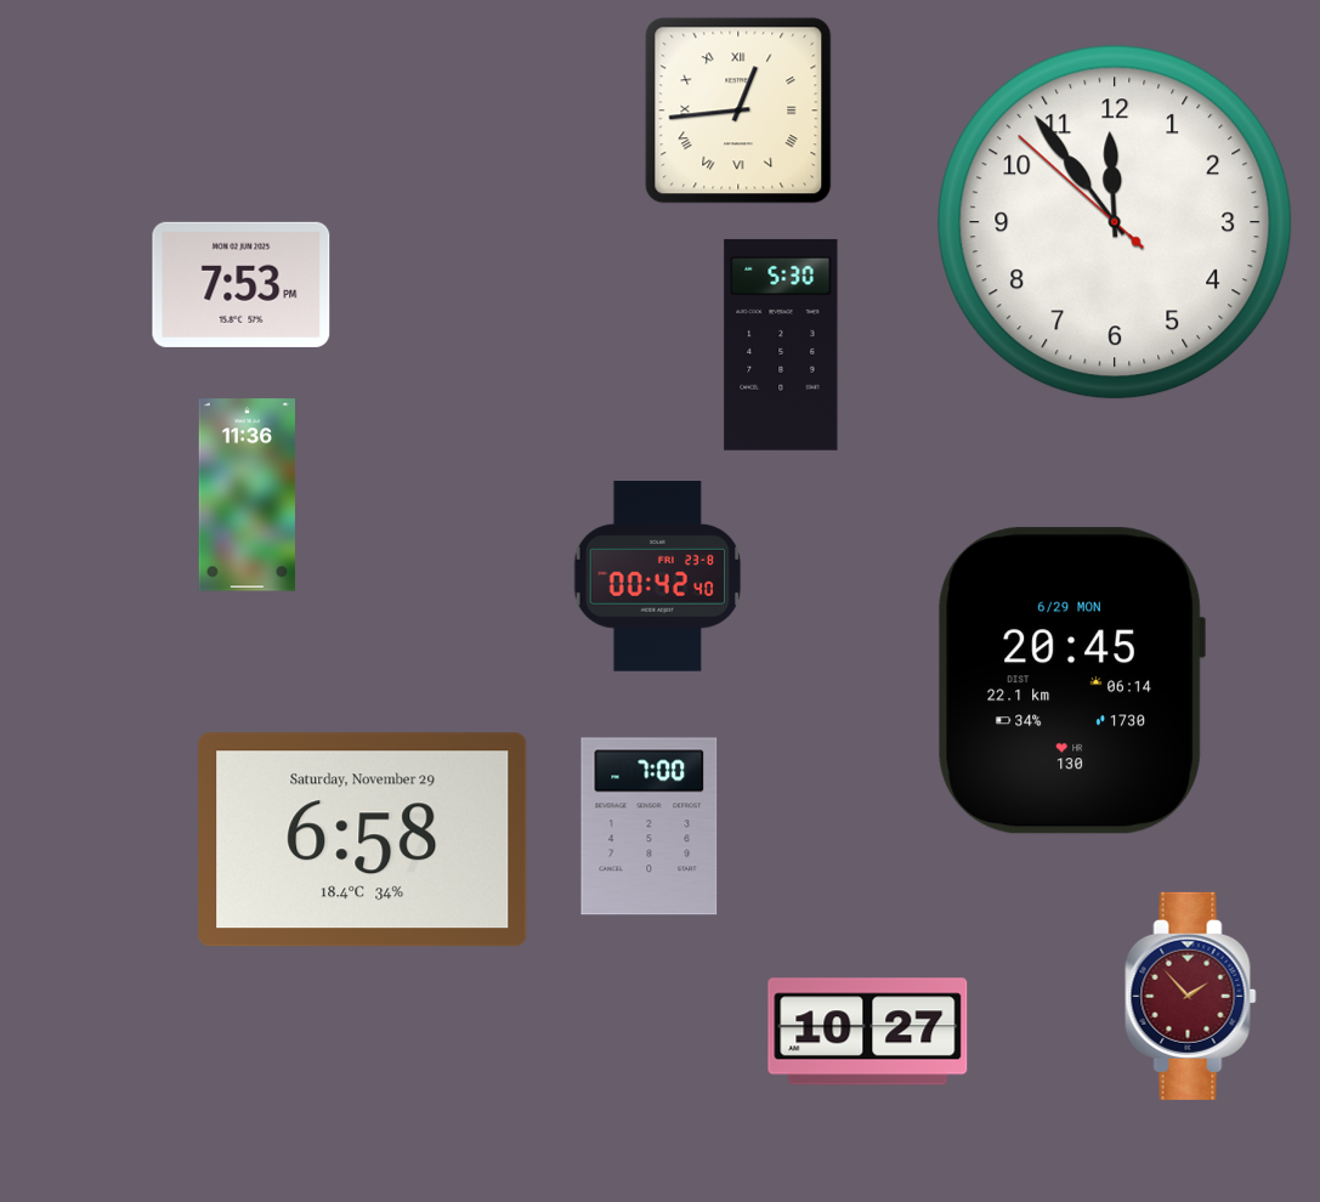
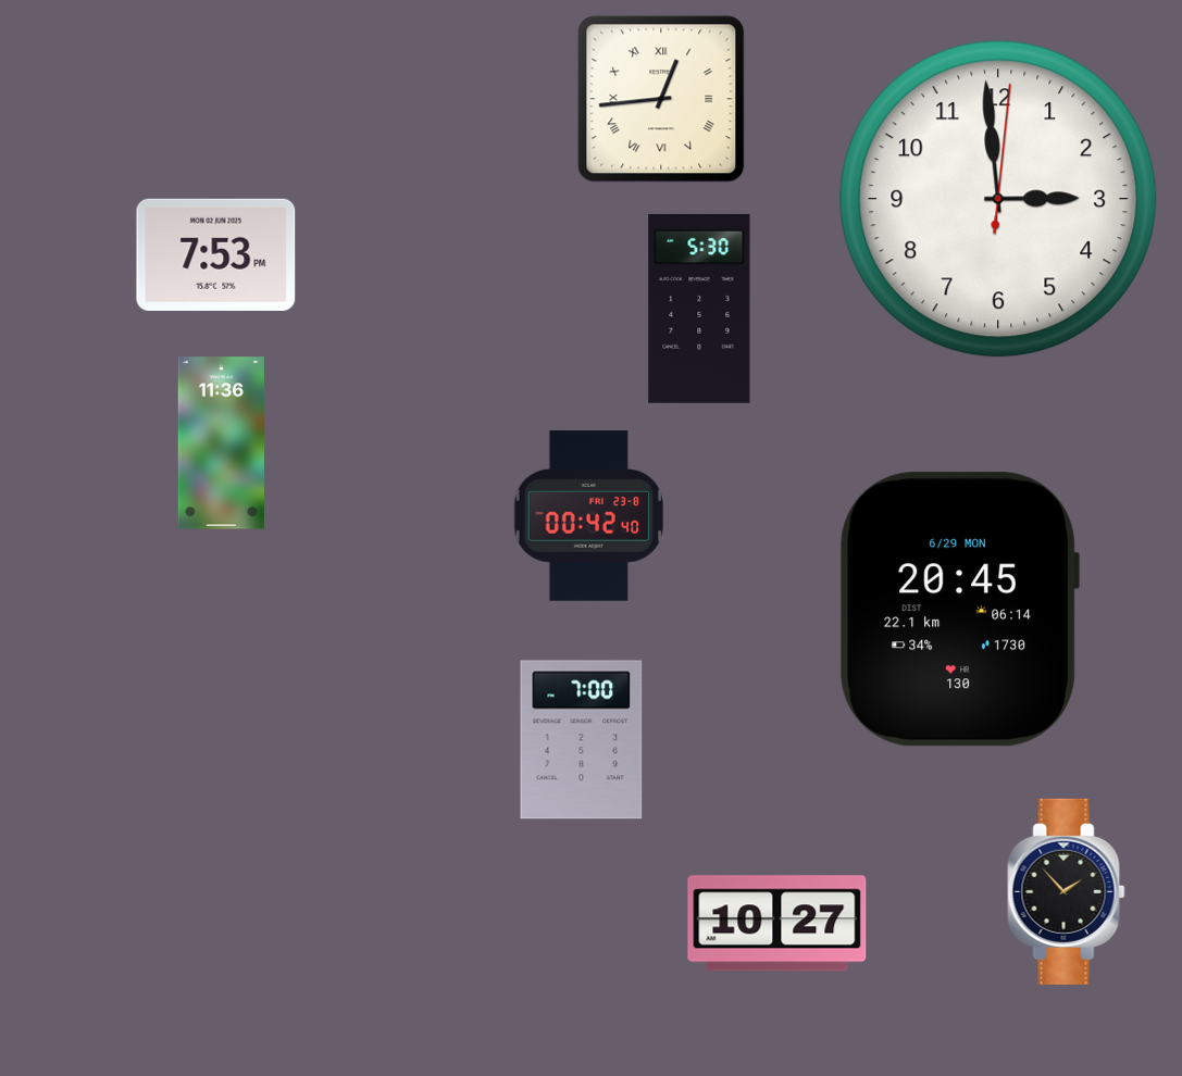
clock at (1115, 222): 11:53 -> 2:59
clock at (363, 840): 6:58 -> none
clock at (1191, 996) dial: burgundy -> black
